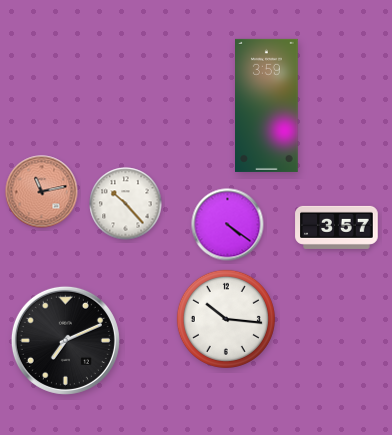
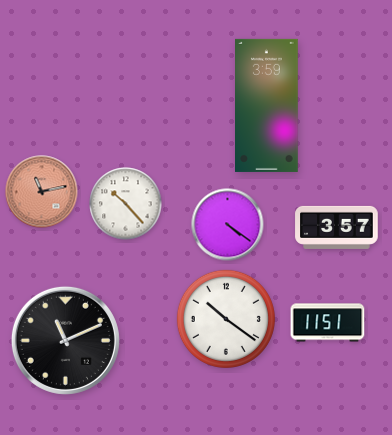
clock at (226, 319): 10:16 -> 10:21
clock at (328, 323): none -> 11:51
clock at (65, 340): 7:11 -> 11:11
